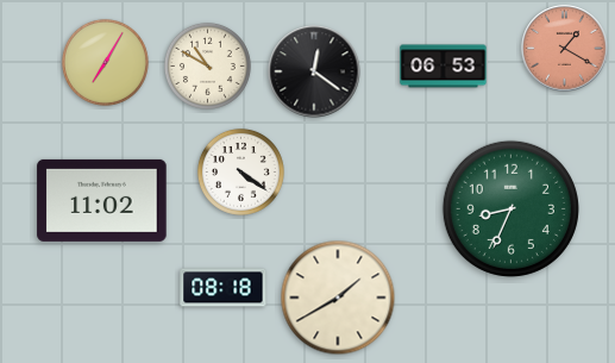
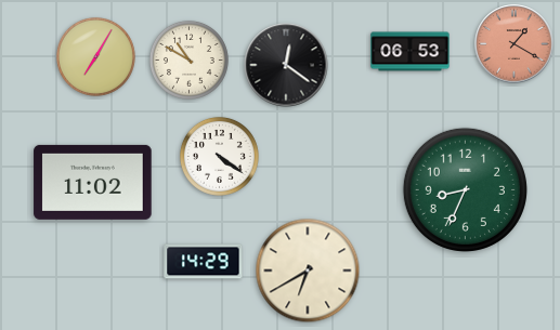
clock at (444, 67) position: (444, 67) -> (411, 52)
clock at (224, 288): 08:18 -> 14:29
clock at (338, 298): 1:40 -> 6:40
